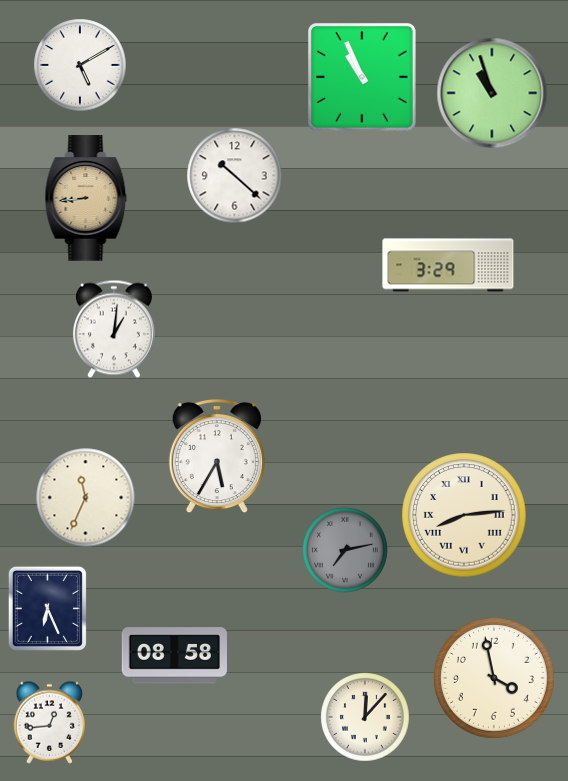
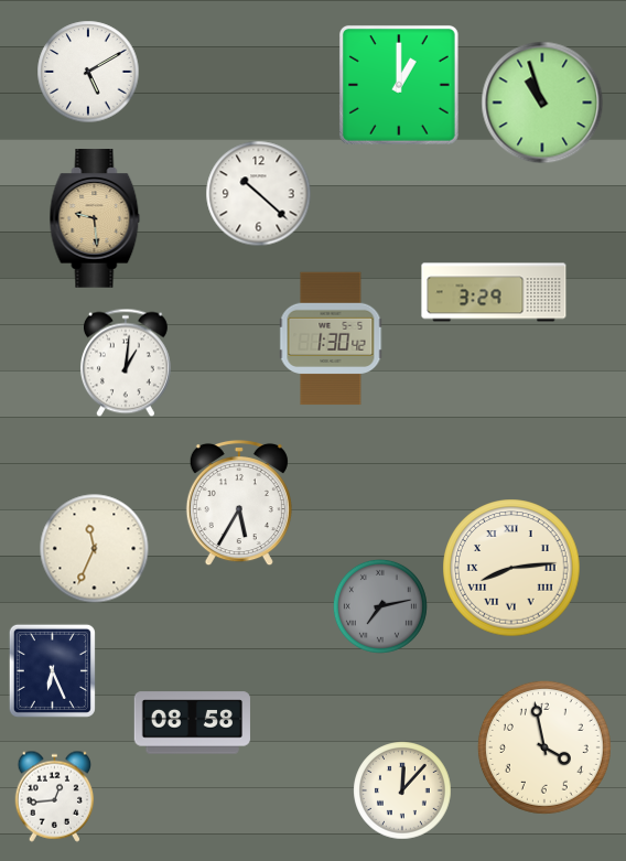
clock at (362, 77): 10:56 -> 1:00
clock at (86, 198): 8:44 -> 9:29
clock at (331, 338): none -> 1:30
